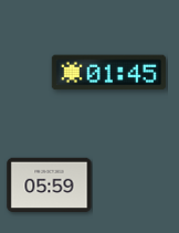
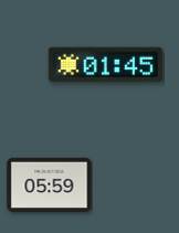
clock at (108, 73) position: (108, 73) -> (105, 65)
